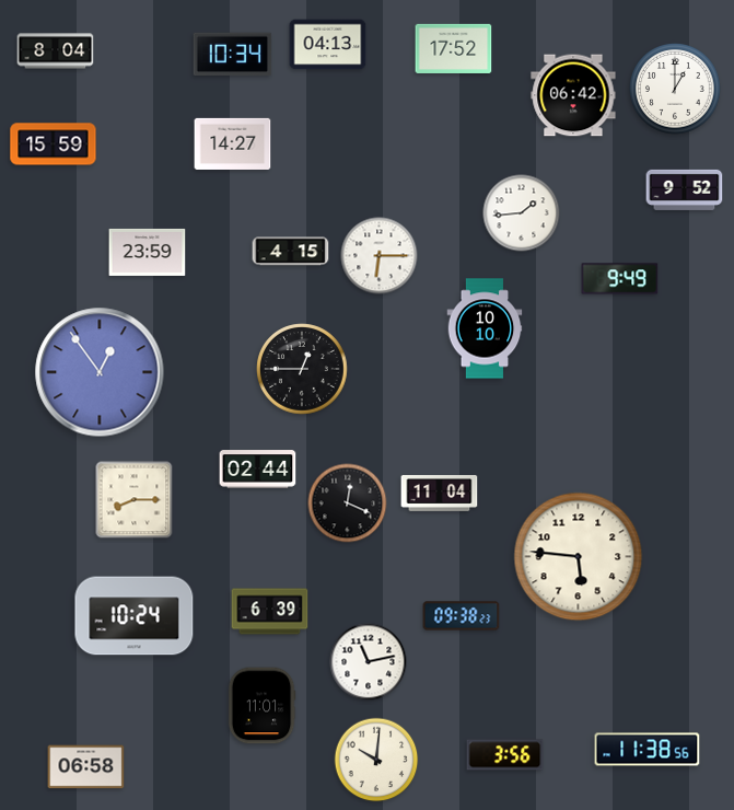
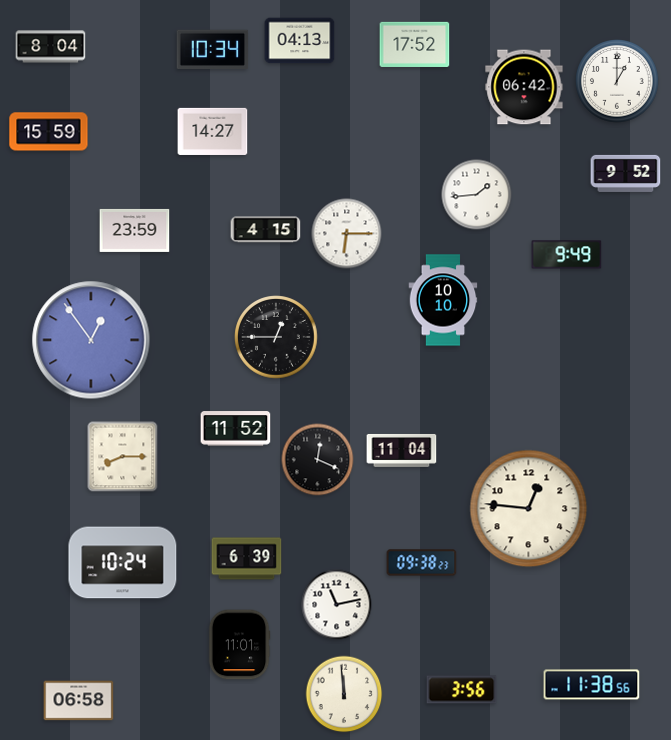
clock at (258, 470): 02:44 -> 11:52
clock at (579, 557): 5:46 -> 12:46
clock at (376, 760): 10:01 -> 11:59
